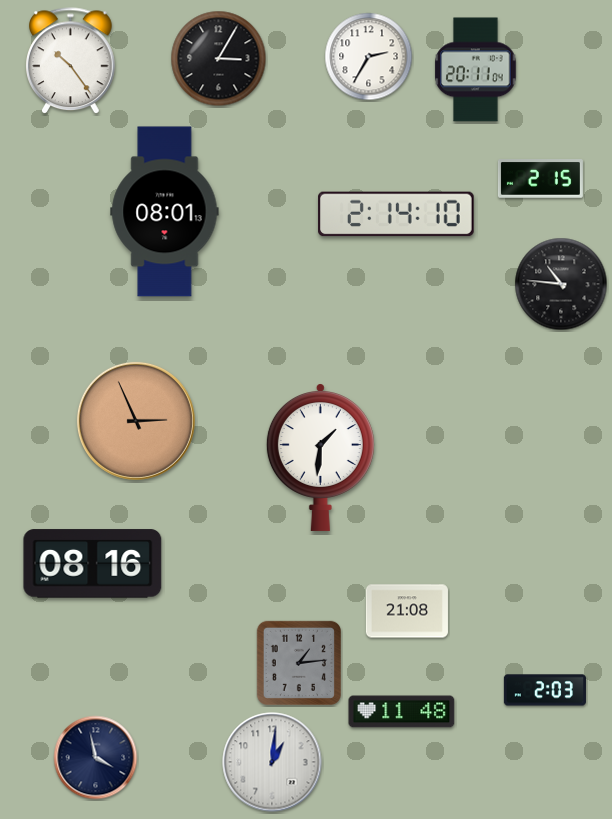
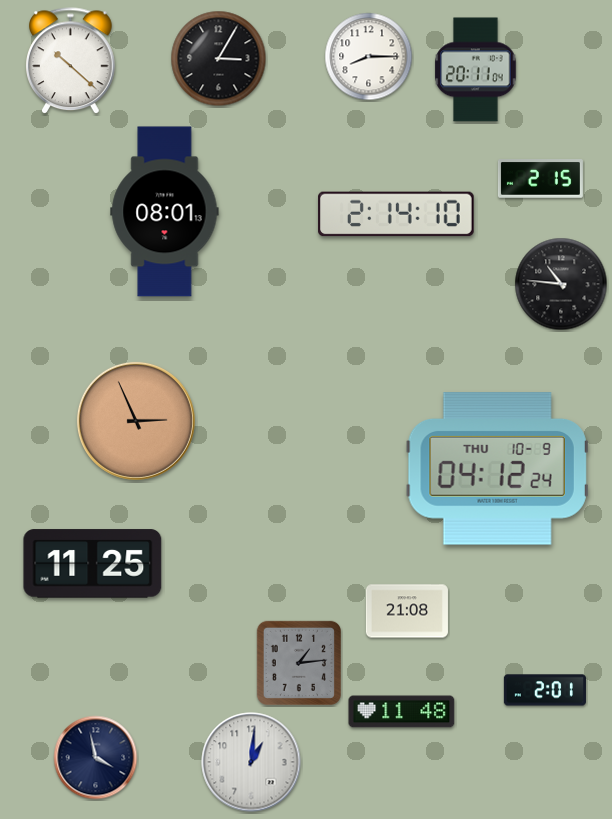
clock at (369, 57): 2:35 -> 8:15
clock at (71, 61): 10:24 -> 10:22
clock at (320, 458): 1:31 -> none
clock at (497, 469): none -> 04:12
clock at (93, 564): 08:16 -> 11:25
clock at (545, 690): 2:03 -> 2:01
clock at (272, 762) position: (272, 762) -> (251, 762)
